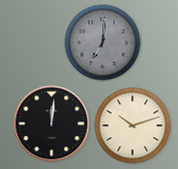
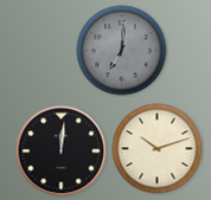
clock at (52, 124) position: (52, 124) -> (62, 151)
